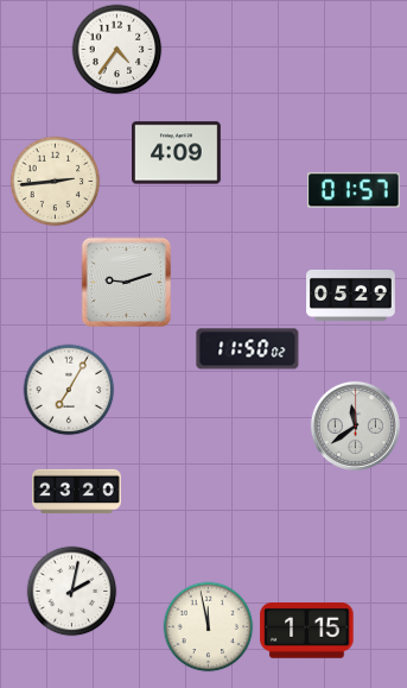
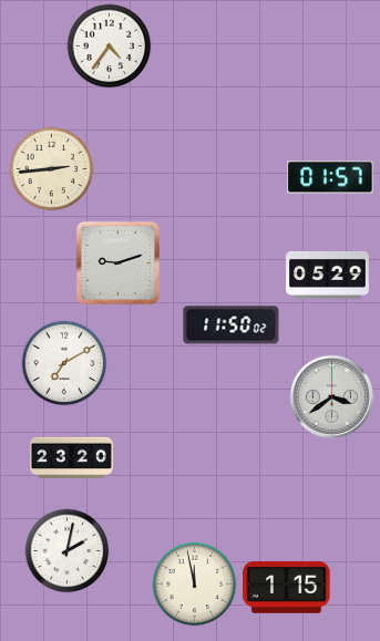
clock at (177, 153): 4:09 -> none
clock at (69, 390): 7:05 -> 7:10
clock at (355, 425): 11:39 -> 3:39
